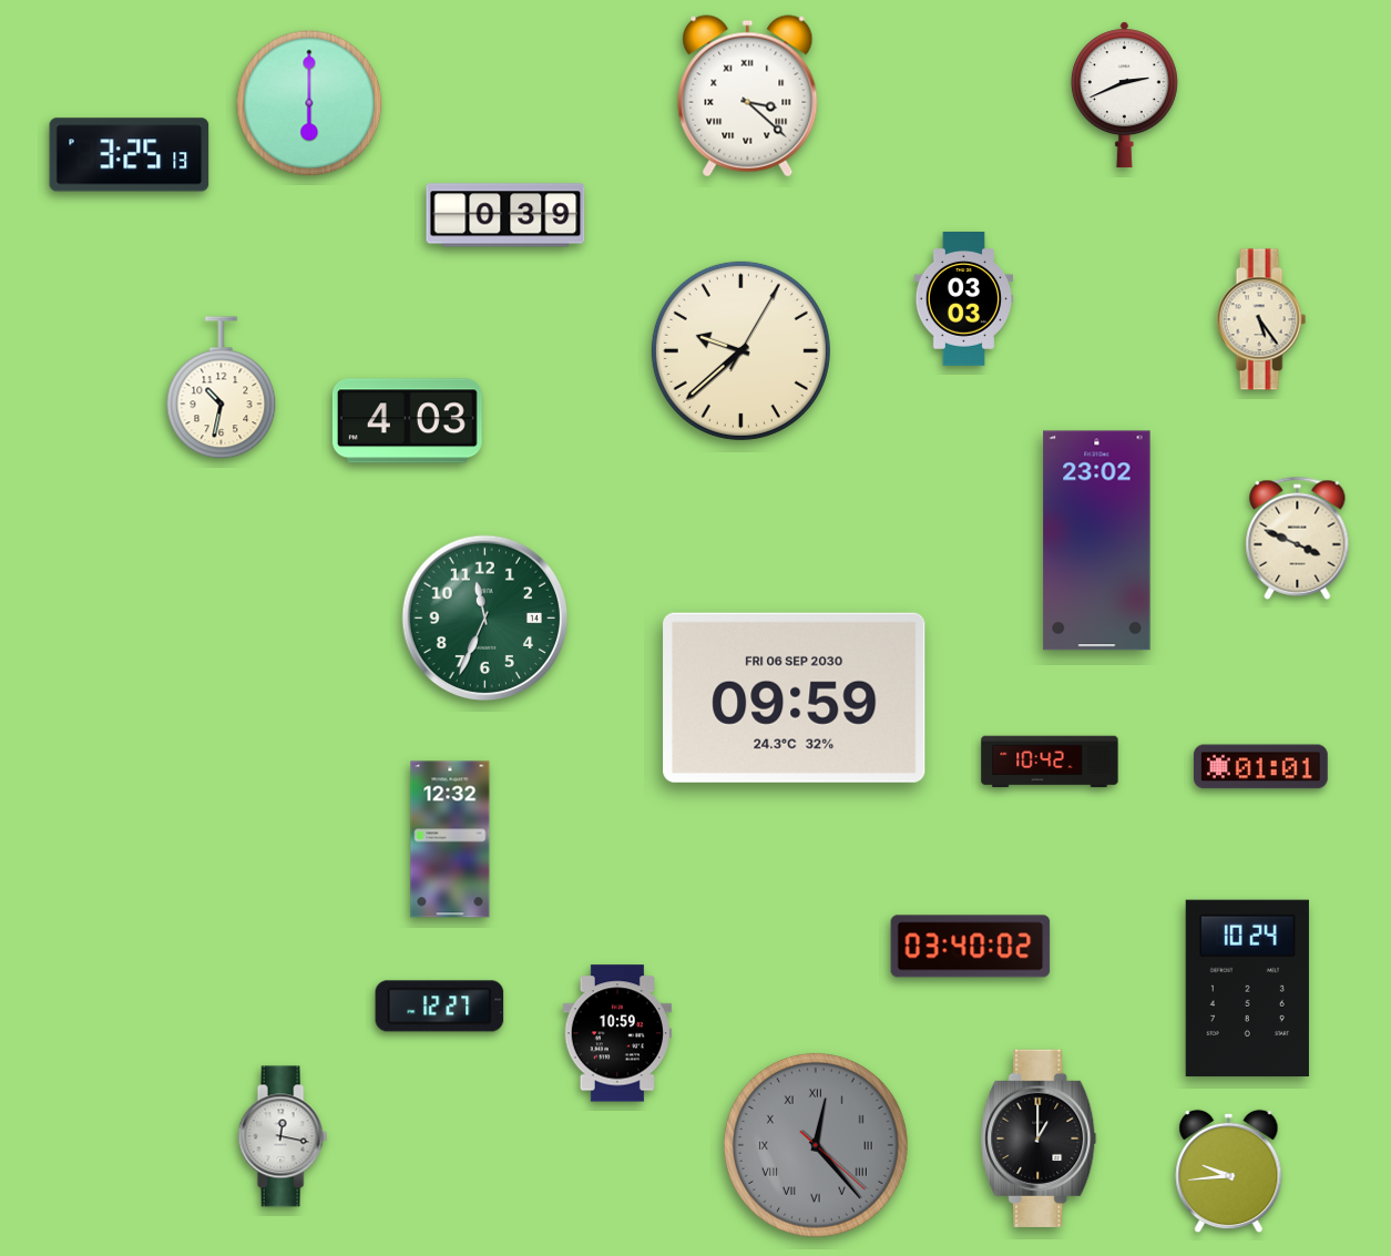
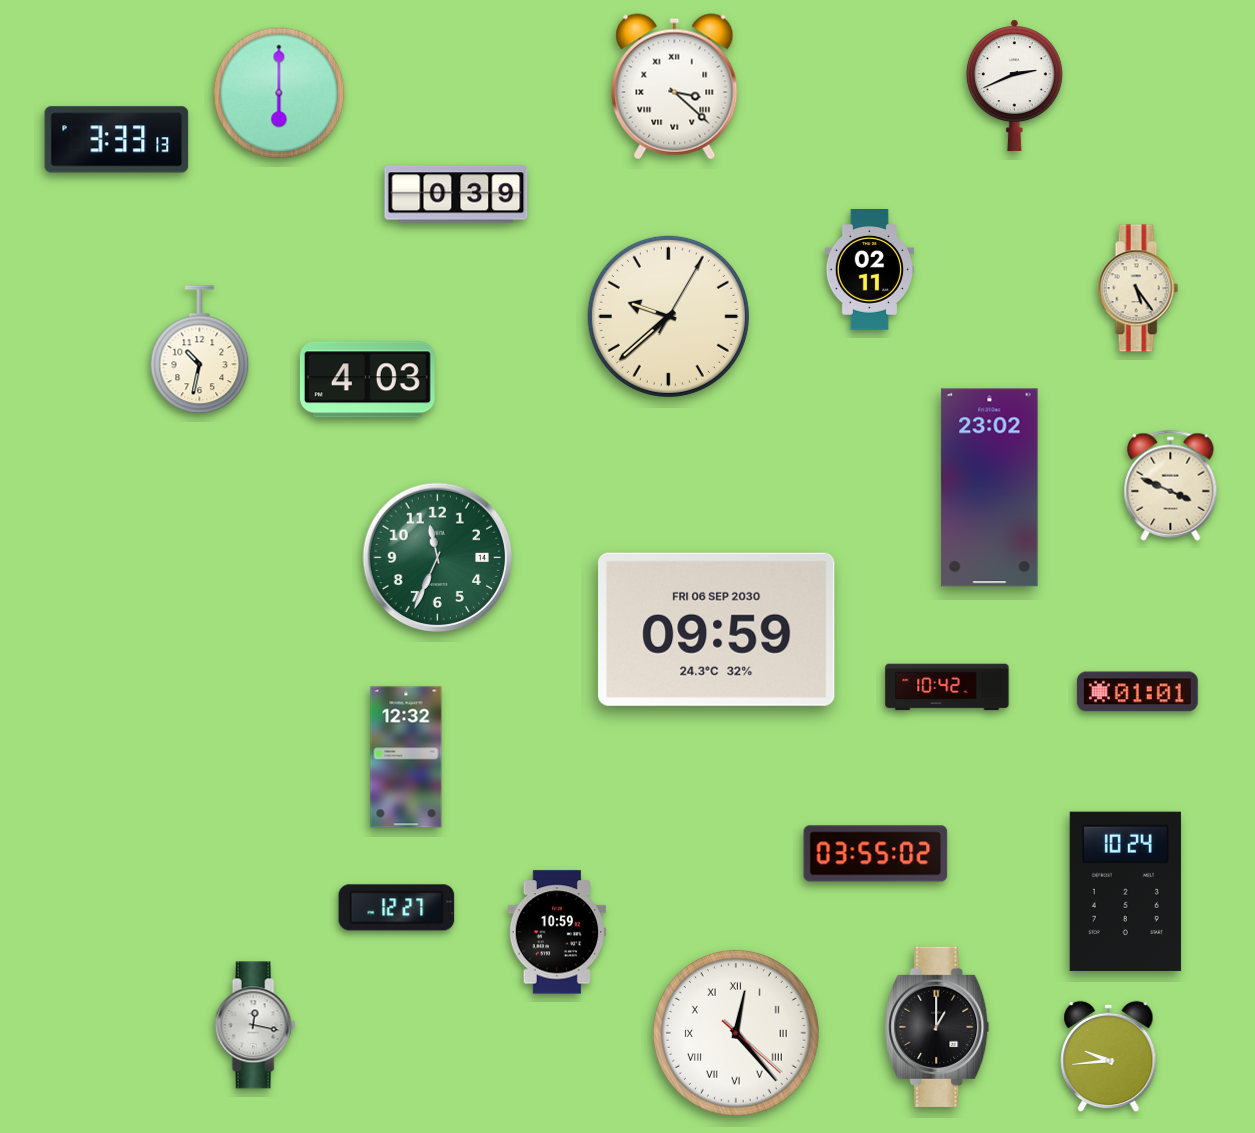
clock at (130, 155): 3:25 -> 3:33
clock at (964, 299): 03:03 -> 02:11
clock at (971, 947): 03:40 -> 03:55
clock at (816, 1145) dial: grey -> white
